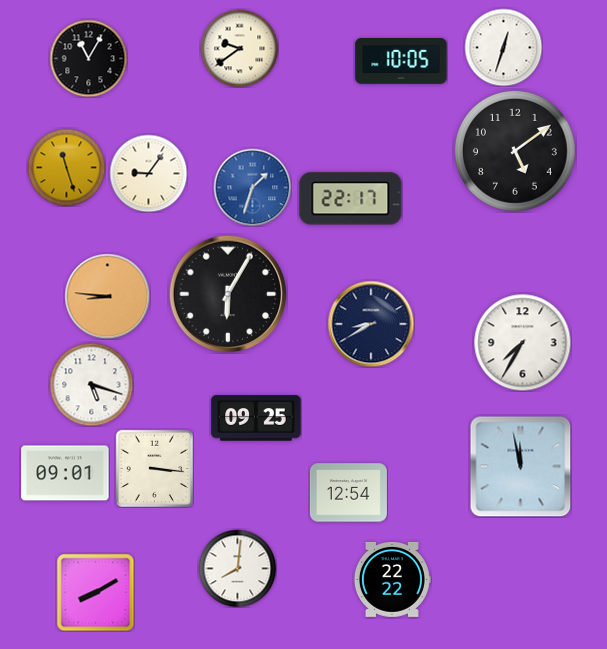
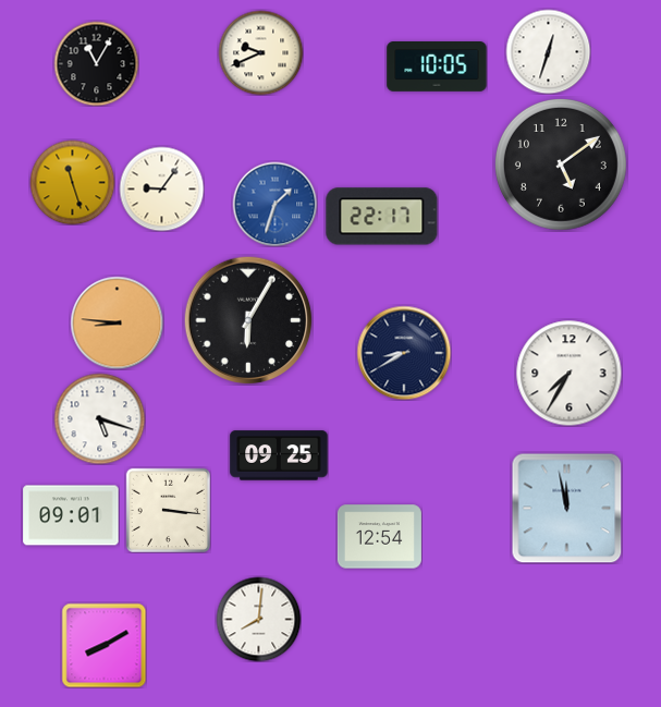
clock at (239, 48): 9:39 -> 9:41
clock at (392, 579): 22:22 -> none
